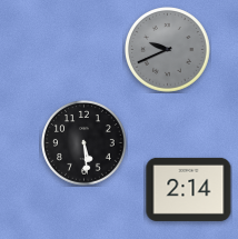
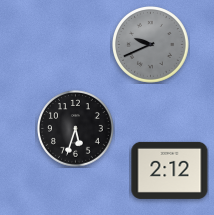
clock at (85, 143): 5:29 -> 5:33
clock at (189, 189): 2:14 -> 2:12
